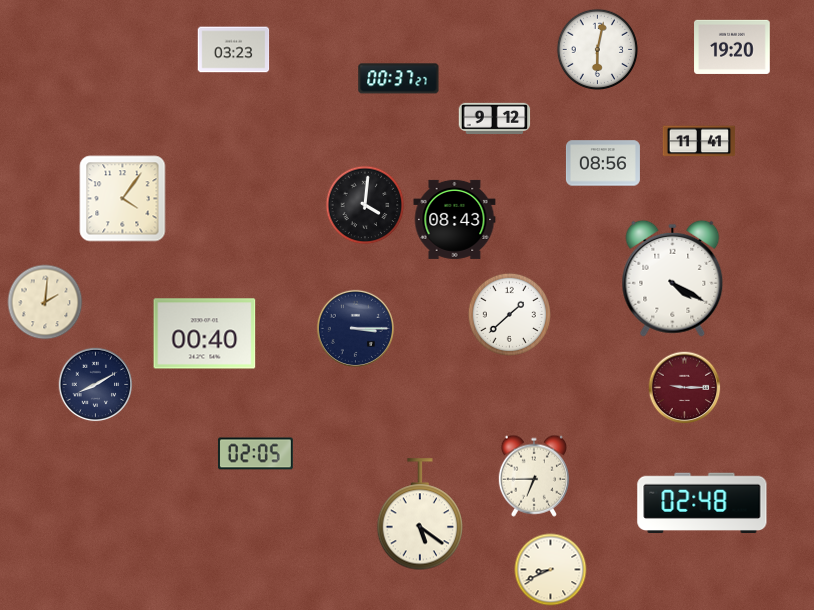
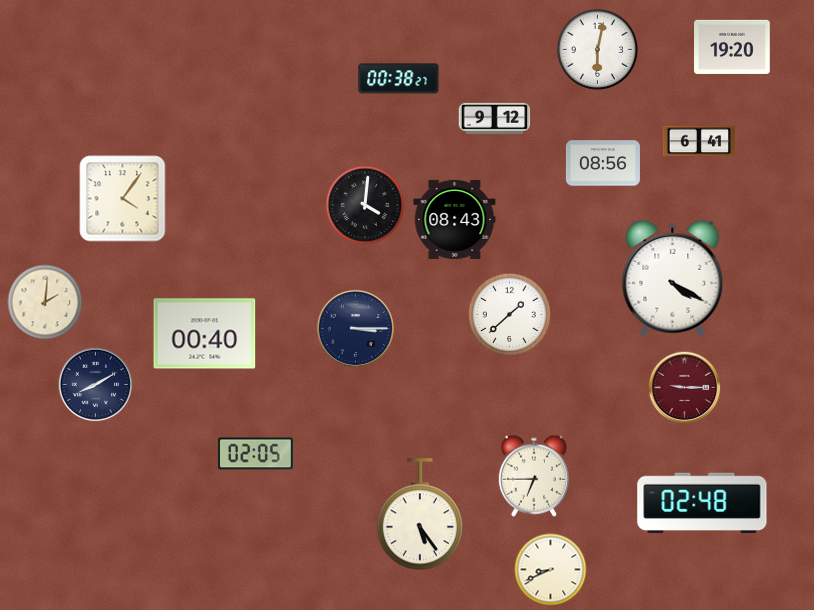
clock at (234, 50): 03:23 -> none
clock at (399, 79): 00:37 -> 00:38
clock at (699, 141): 11:41 -> 6:41
clock at (420, 515): 5:21 -> 5:24
